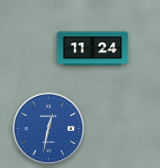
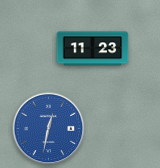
clock at (93, 49): 11:24 -> 11:23
